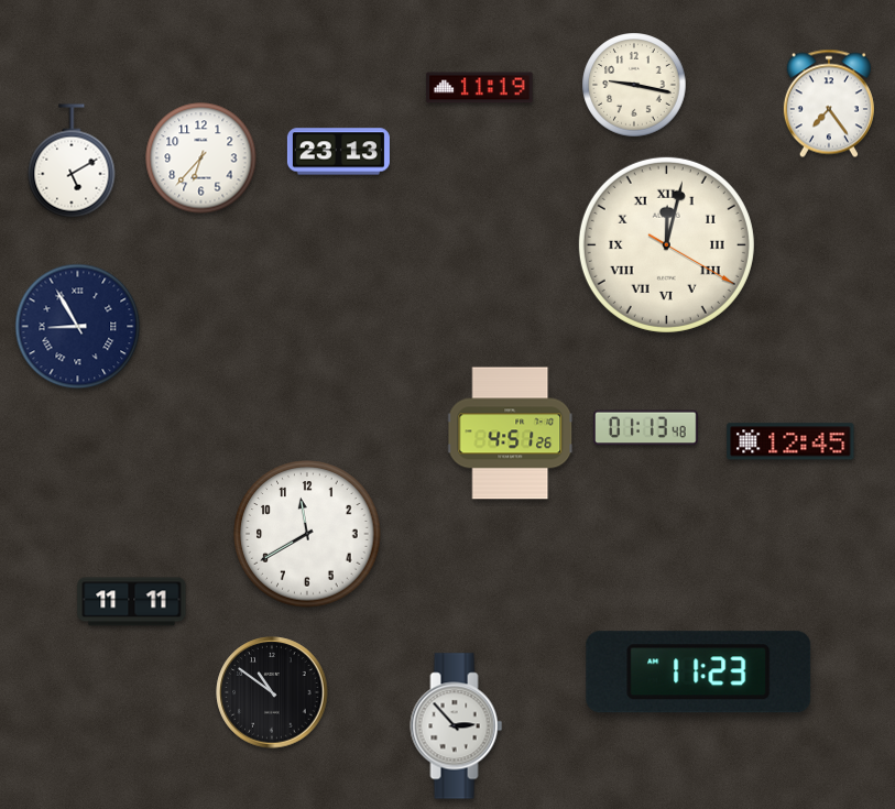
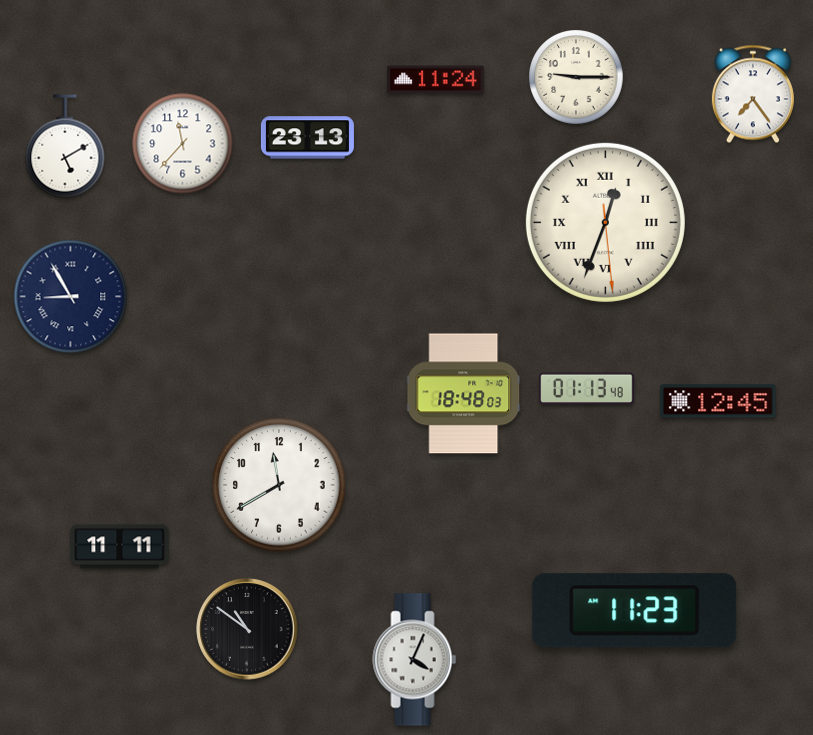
clock at (634, 85): 9:17 -> 9:15
clock at (480, 88): 11:19 -> 11:24
clock at (201, 158): 6:37 -> 11:37
clock at (666, 244): 12:02 -> 12:33
clock at (511, 434): 4:51 -> 18:48
clock at (457, 726): 2:53 -> 4:04
